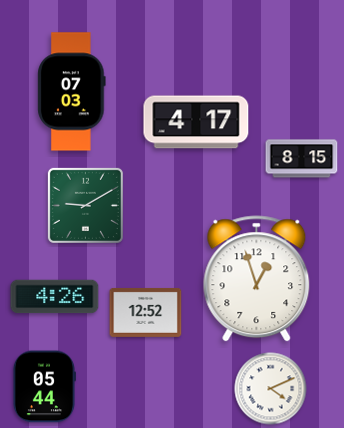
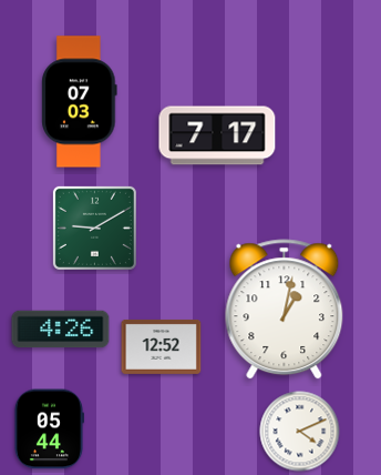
clock at (196, 122): 4:17 -> 7:17
clock at (302, 159): 8:15 -> none
clock at (257, 279): 12:57 -> 1:02
